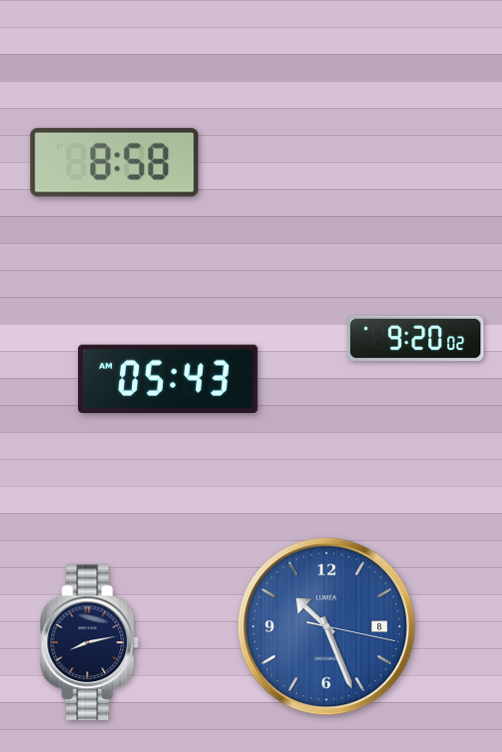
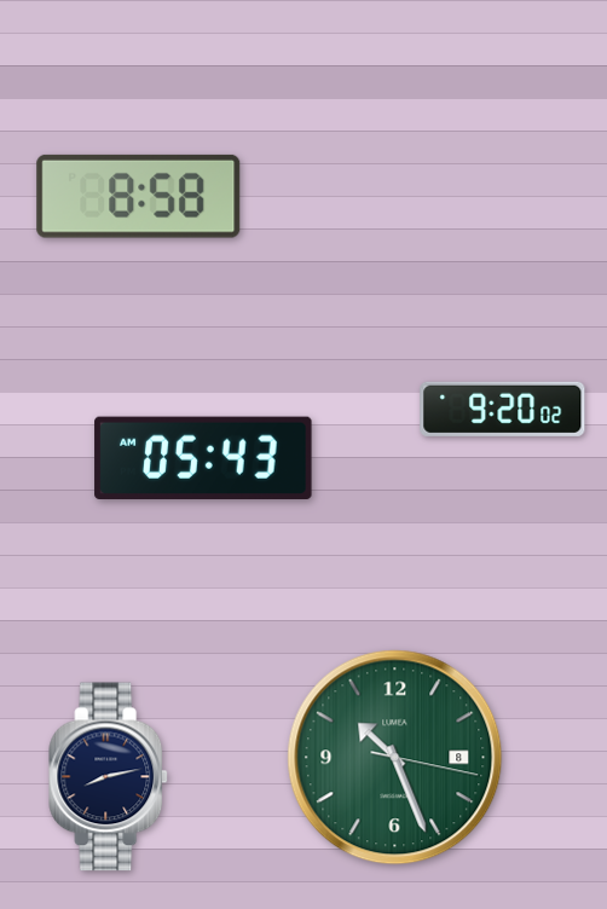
clock at (327, 627) dial: blue -> green
